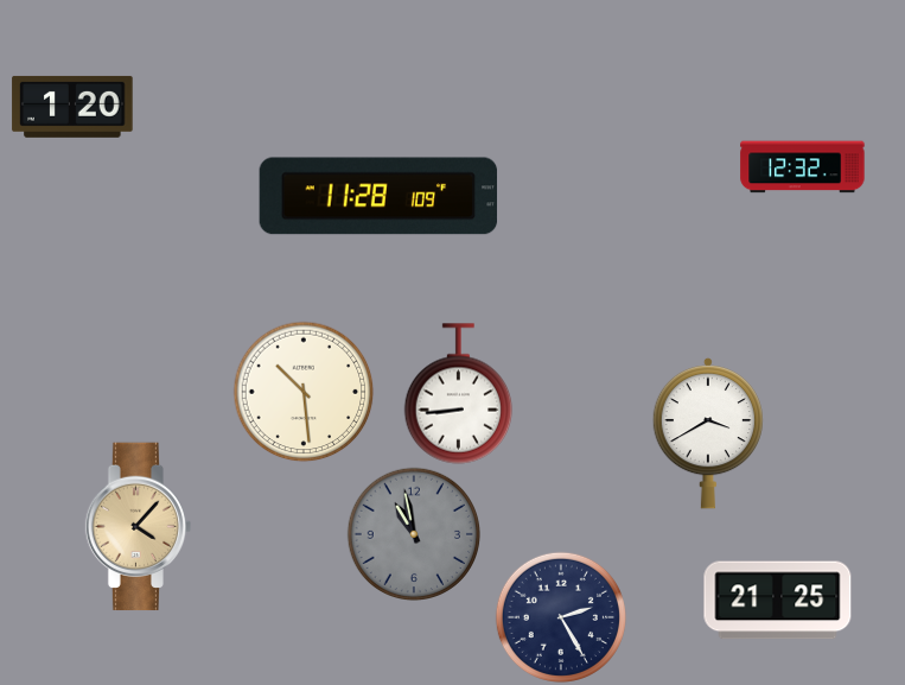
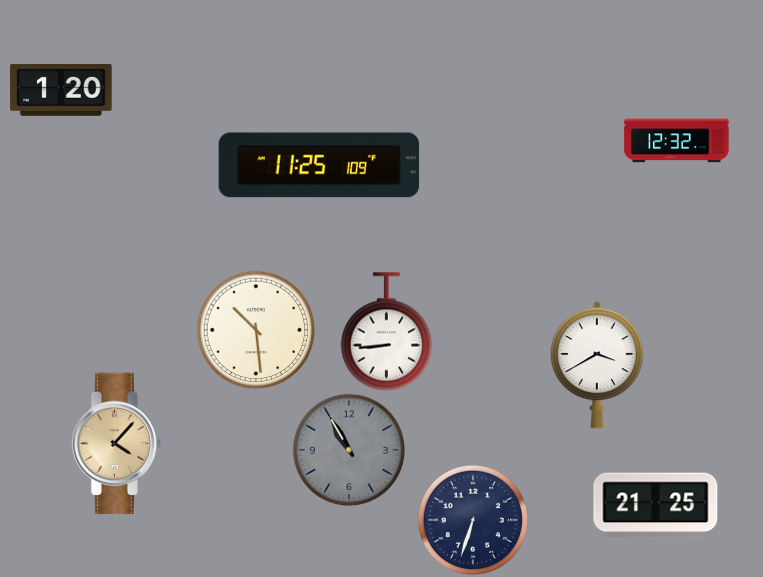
clock at (378, 196): 11:28 -> 11:25
clock at (413, 533): 10:58 -> 10:55
clock at (561, 617): 2:25 -> 6:33
